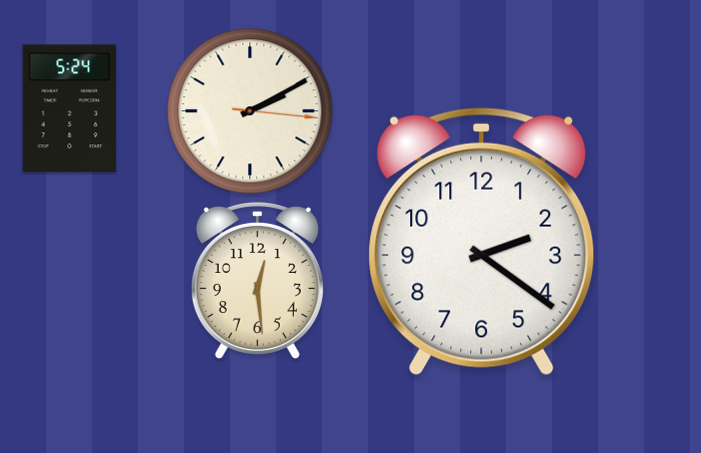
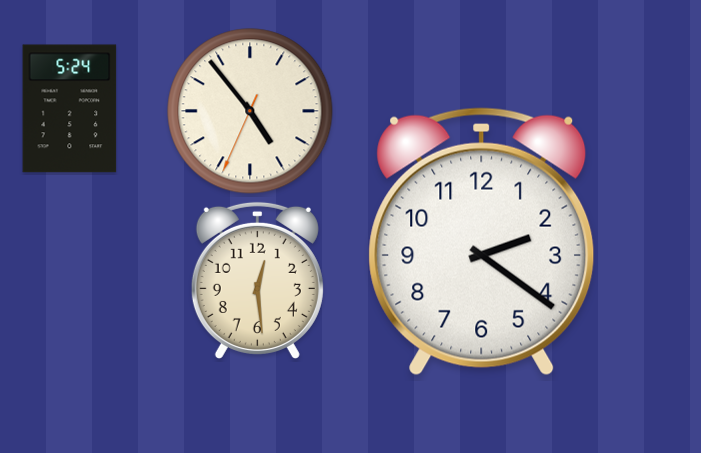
clock at (250, 111): 2:10 -> 4:53
